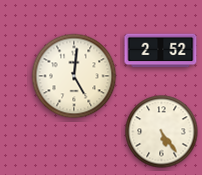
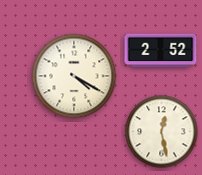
clock at (74, 76): 5:01 -> 4:20
clock at (162, 132): 5:24 -> 12:28
